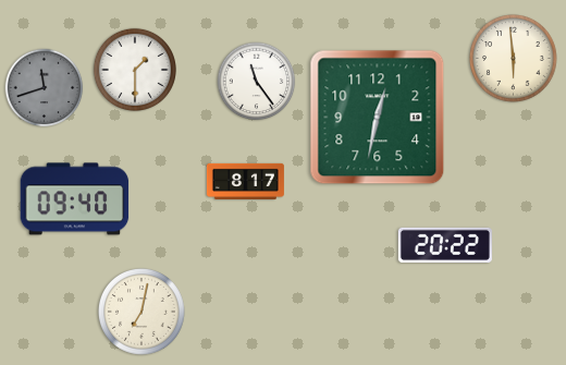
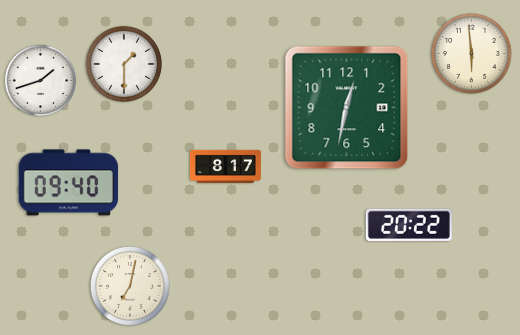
clock at (257, 82): 11:24 -> none
clock at (45, 88): 11:42 -> 1:42
clock at (45, 88) dial: grey -> white
